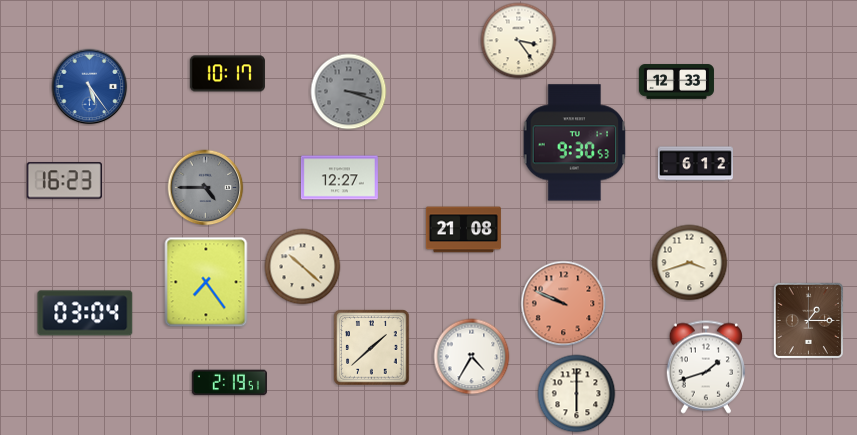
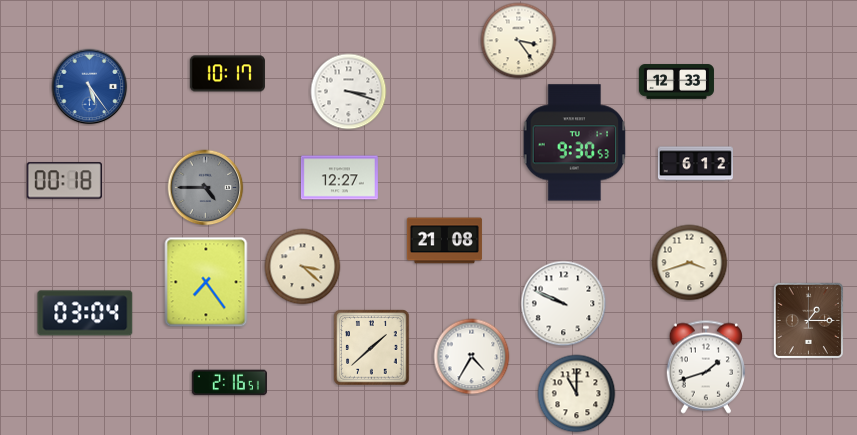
clock at (349, 92) dial: grey -> white
clock at (64, 181): 16:23 -> 00:18
clock at (463, 230) position: (463, 230) -> (444, 241)
clock at (303, 267): 10:22 -> 3:22
clock at (564, 304) dial: salmon -> white
clock at (229, 383): 2:19 -> 2:16
clock at (577, 394): 6:00 -> 11:00
